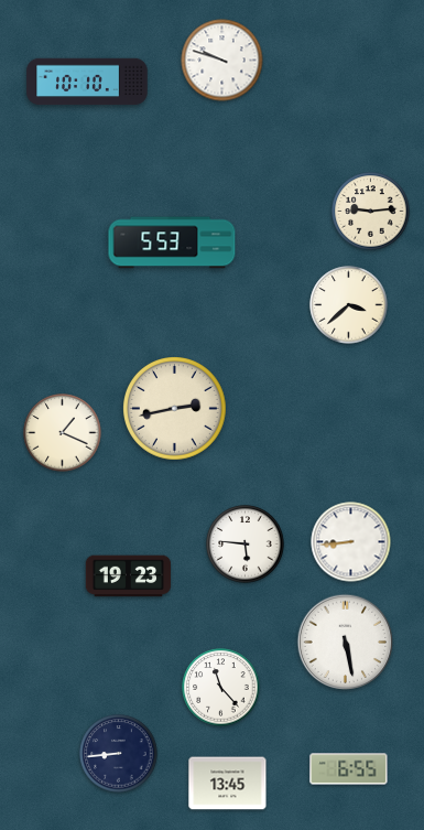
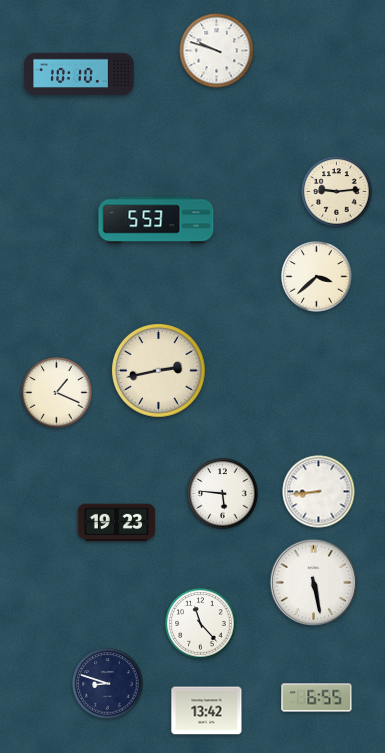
clock at (222, 61) position: (222, 61) -> (217, 51)
clock at (119, 754): 8:44 -> 8:48
clock at (228, 784): 13:45 -> 13:42
